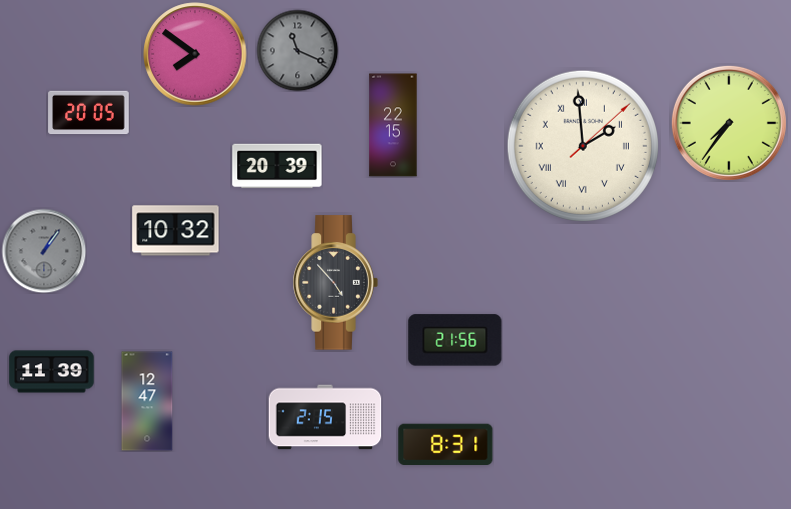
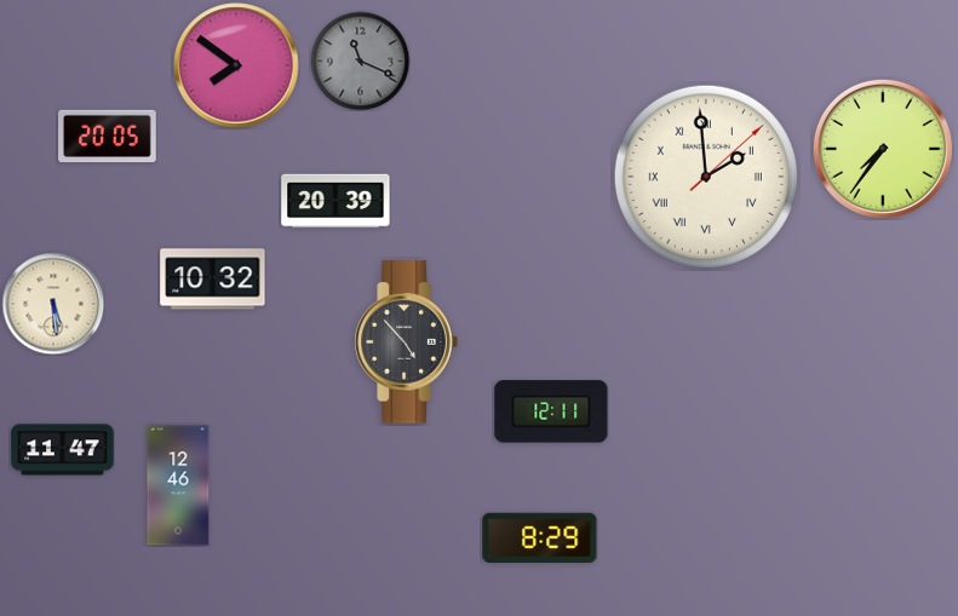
clock at (393, 125): 22:15 -> none
clock at (44, 251): 1:06 -> 5:29
clock at (44, 251) dial: grey -> cream
clock at (455, 340): 21:56 -> 12:11
clock at (52, 372): 11:39 -> 11:47
clock at (147, 401): 12:47 -> 12:46
clock at (325, 417): 2:15 -> none
clock at (446, 444): 8:31 -> 8:29
